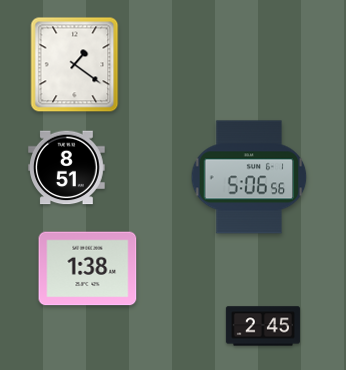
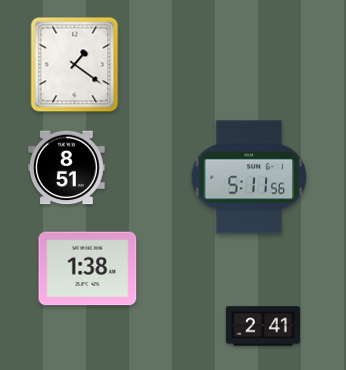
clock at (249, 177): 5:06 -> 5:11
clock at (263, 326): 2:45 -> 2:41
